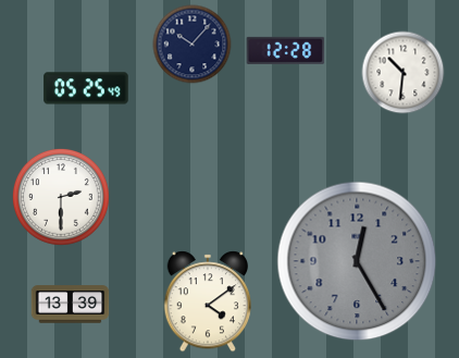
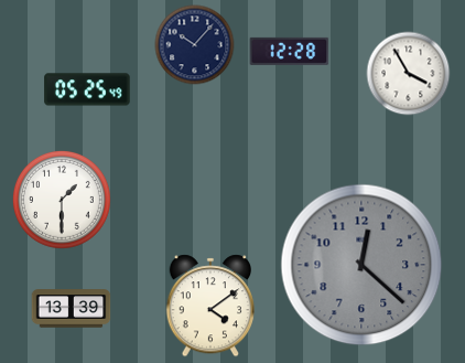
clock at (404, 73): 10:31 -> 3:55
clock at (61, 197): 2:30 -> 1:30
clock at (357, 261): 12:25 -> 12:22
